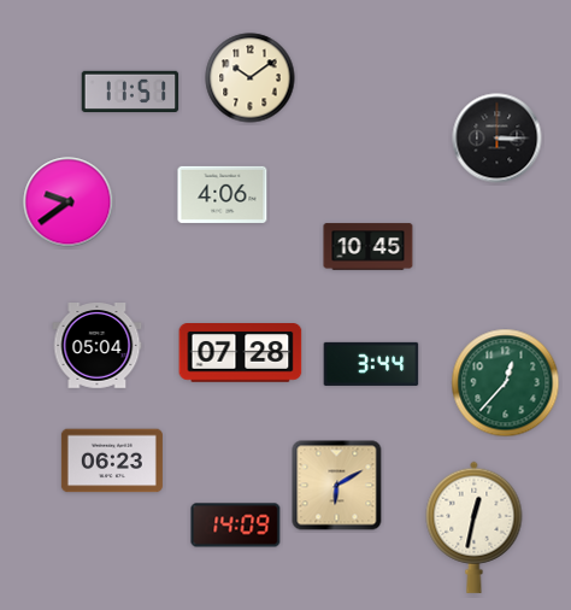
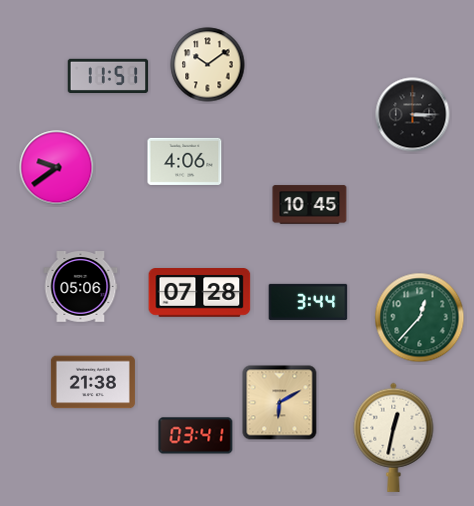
clock at (369, 247) position: (369, 247) -> (310, 205)
clock at (98, 346): 05:04 -> 05:06
clock at (112, 461): 06:23 -> 21:38
clock at (236, 526): 14:09 -> 03:41
